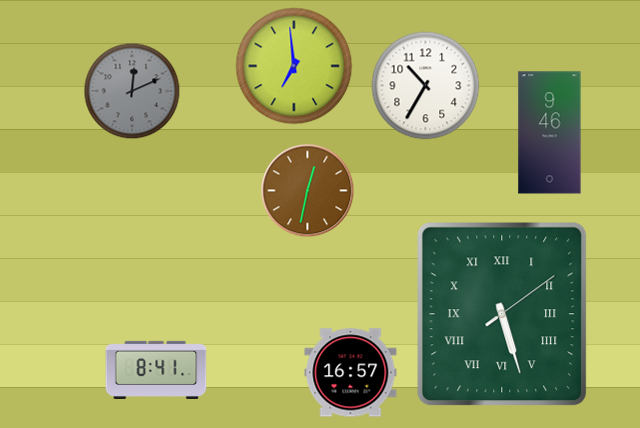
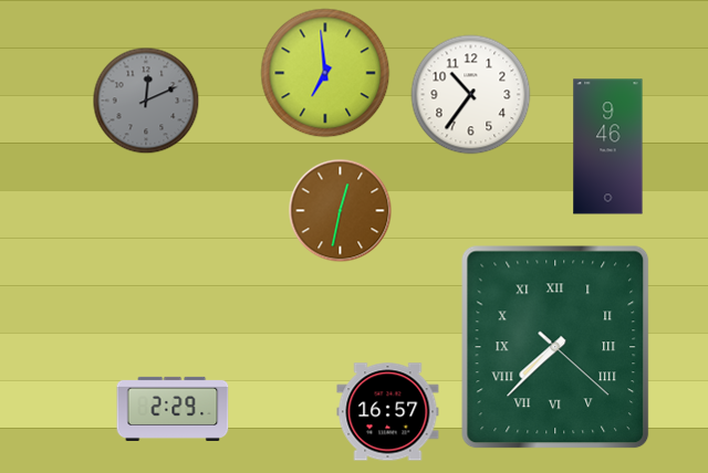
clock at (426, 86): 10:35 -> 10:36
clock at (502, 314): 5:27 -> 7:37
clock at (156, 370): 8:41 -> 2:29
